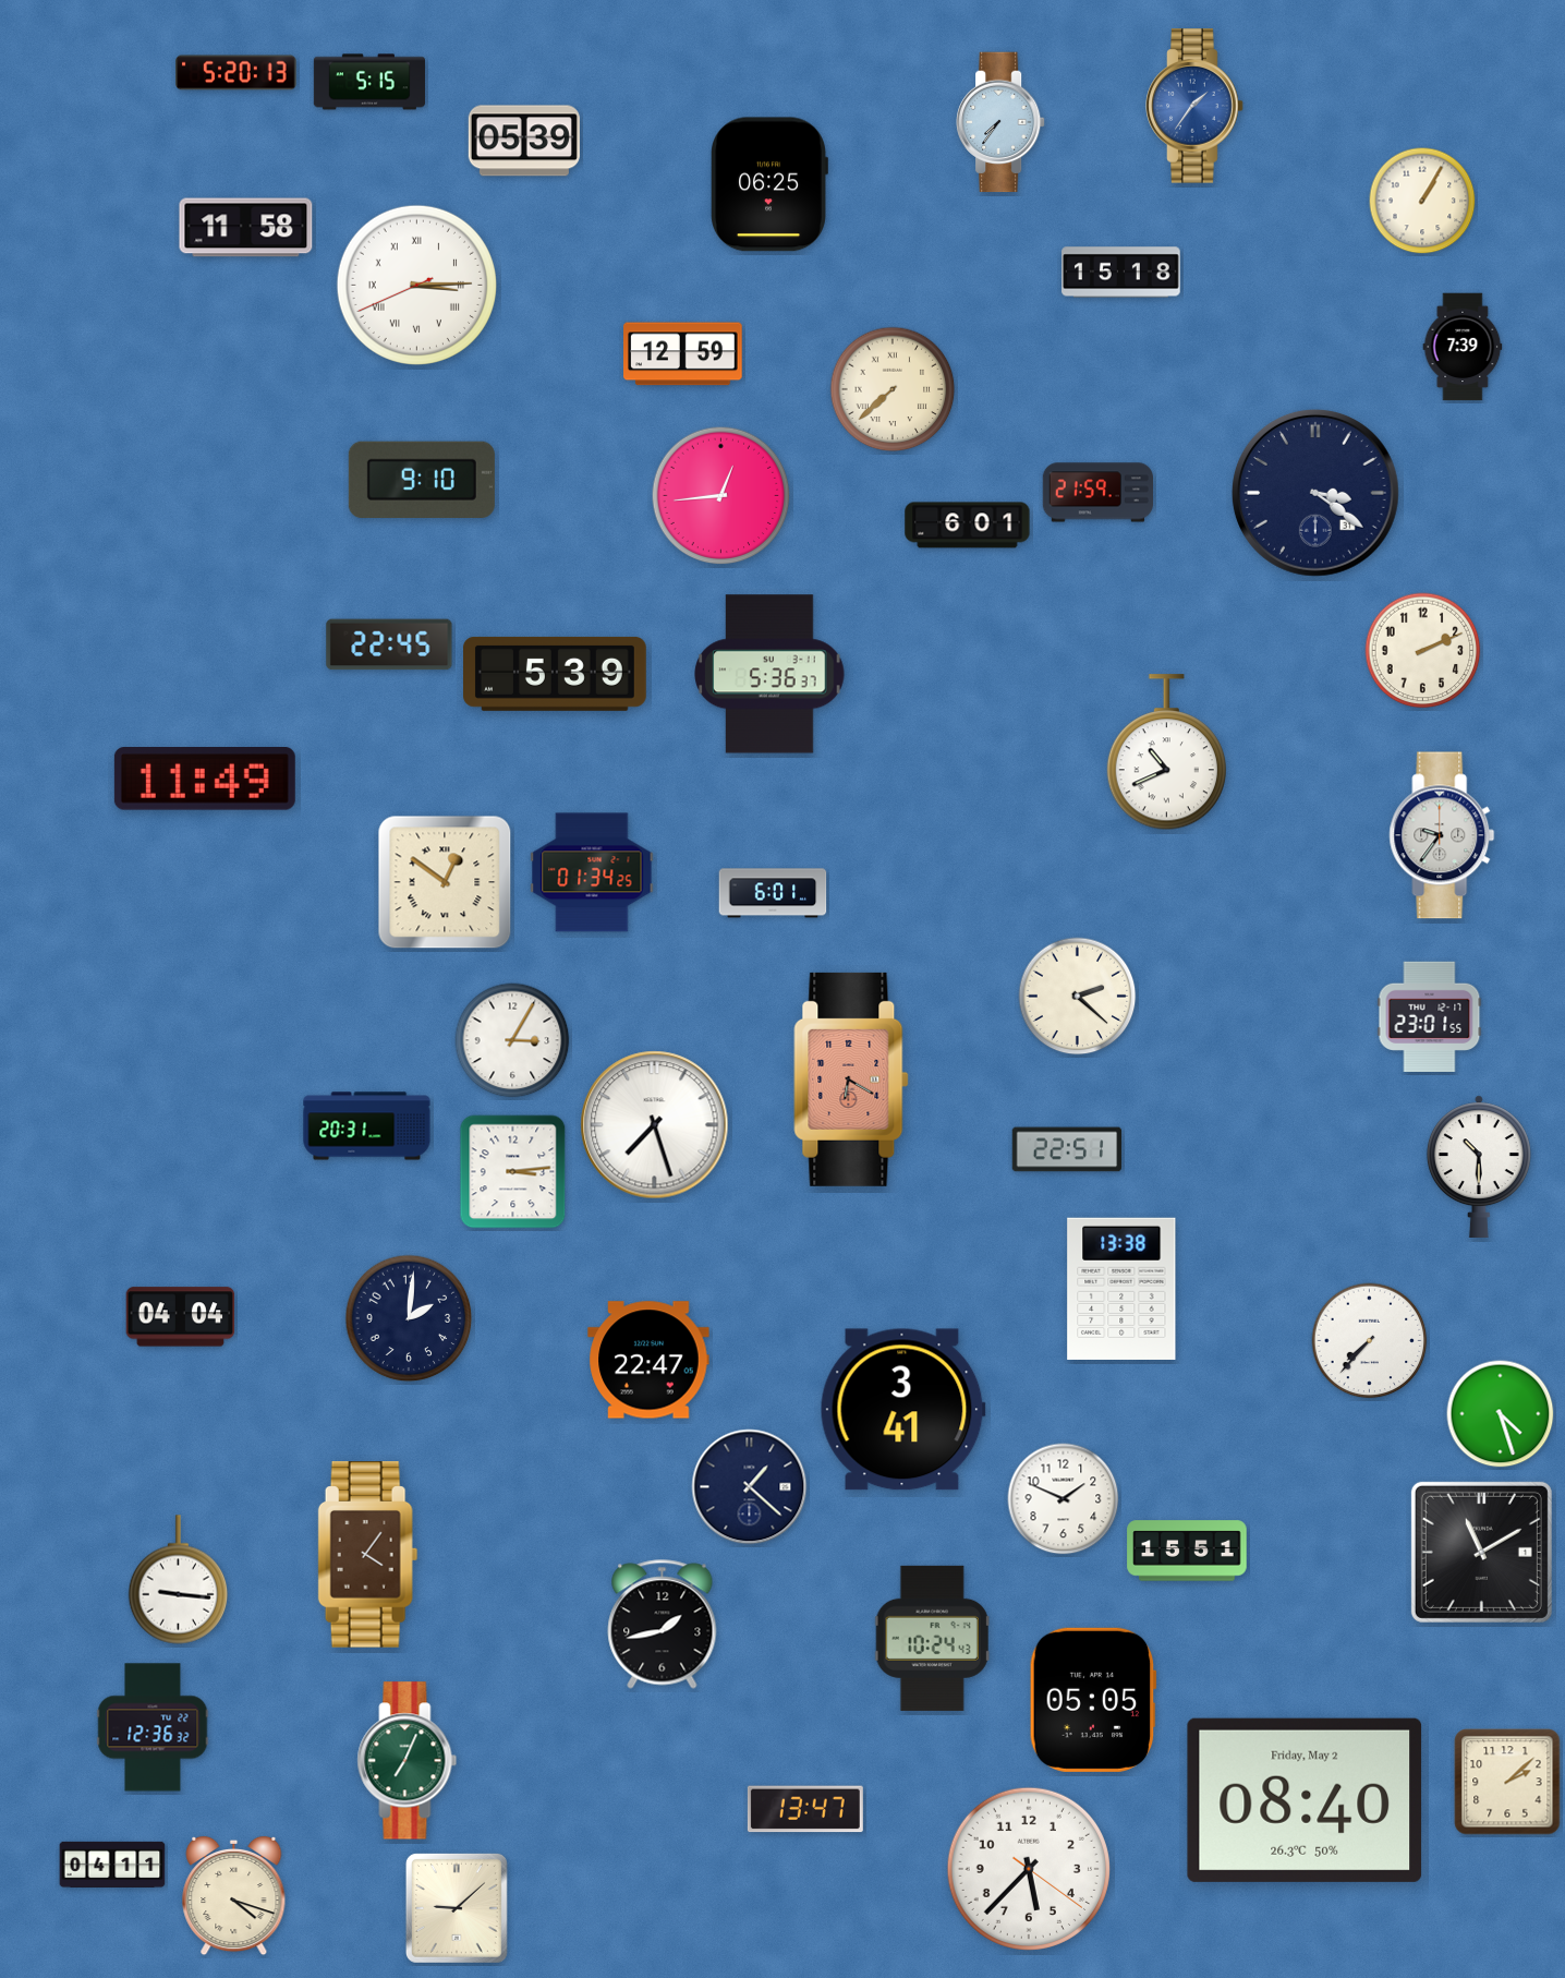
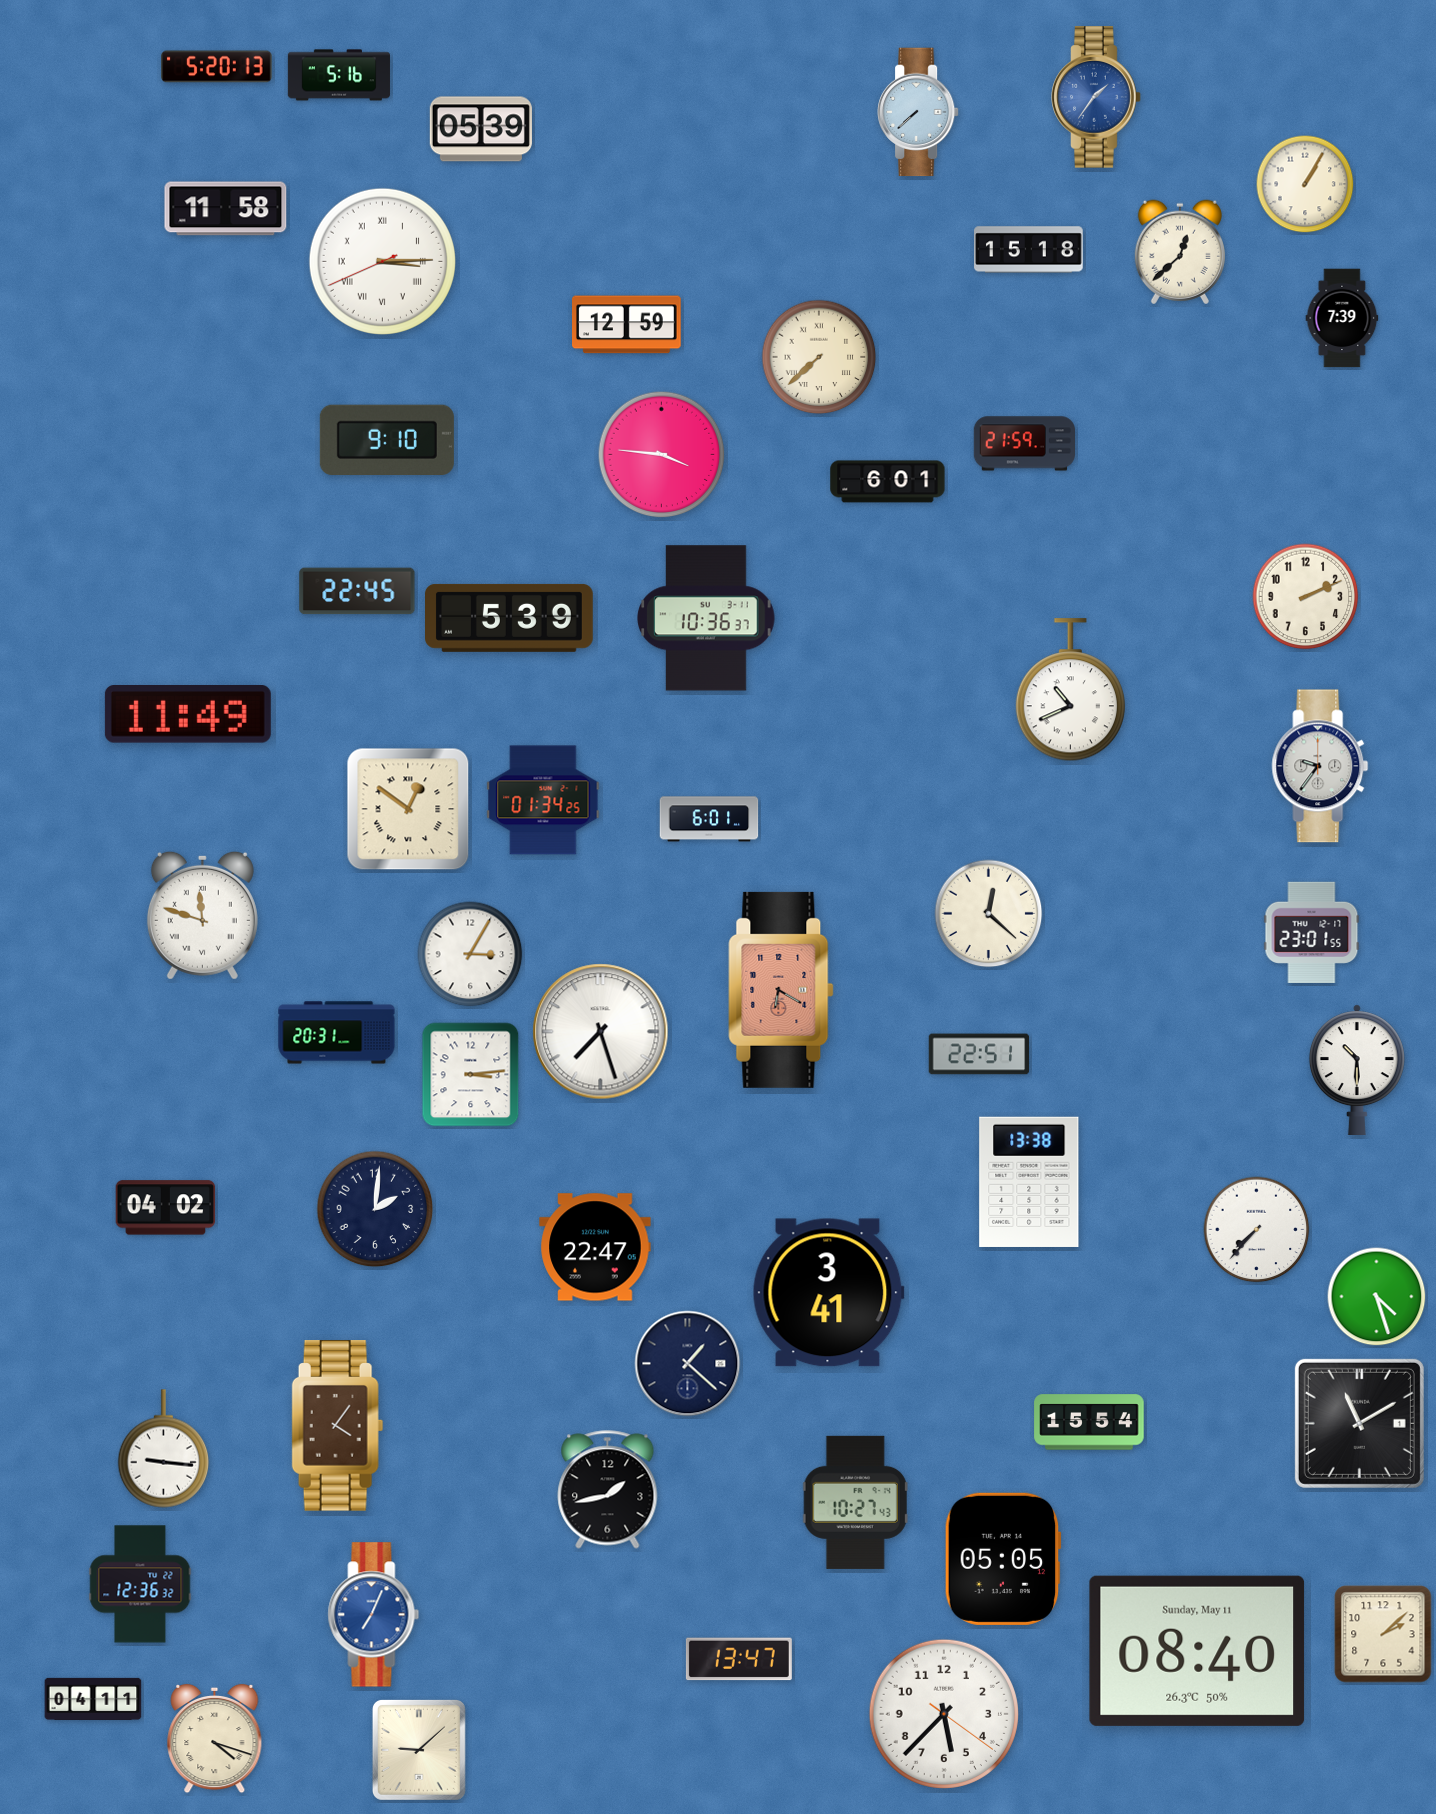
clock at (369, 82): 5:15 -> 5:16
clock at (1002, 122): 7:36 -> 7:38
clock at (769, 184): 06:25 -> none
clock at (1180, 252): none -> 12:38
clock at (1097, 493) position: (1097, 493) -> (1024, 444)
clock at (1315, 493): 3:21 -> none
clock at (721, 496): 12:44 -> 3:46
clock at (769, 674): 5:36 -> 10:36
clock at (1442, 835) position: (1442, 835) -> (1320, 766)
clock at (1078, 997): 2:22 -> 12:22
clock at (202, 915): none -> 11:48
clock at (181, 1317): 04:04 -> 04:02
clock at (1064, 1499): 1:49 -> none
clock at (1187, 1551): 15:51 -> 15:54
clock at (932, 1638): 10:24 -> 10:27
clock at (408, 1761) dial: green -> blue
clock at (1305, 1800) date: Friday, May 2 -> Sunday, May 11
clock at (112, 1865) position: (112, 1865) -> (93, 1699)
